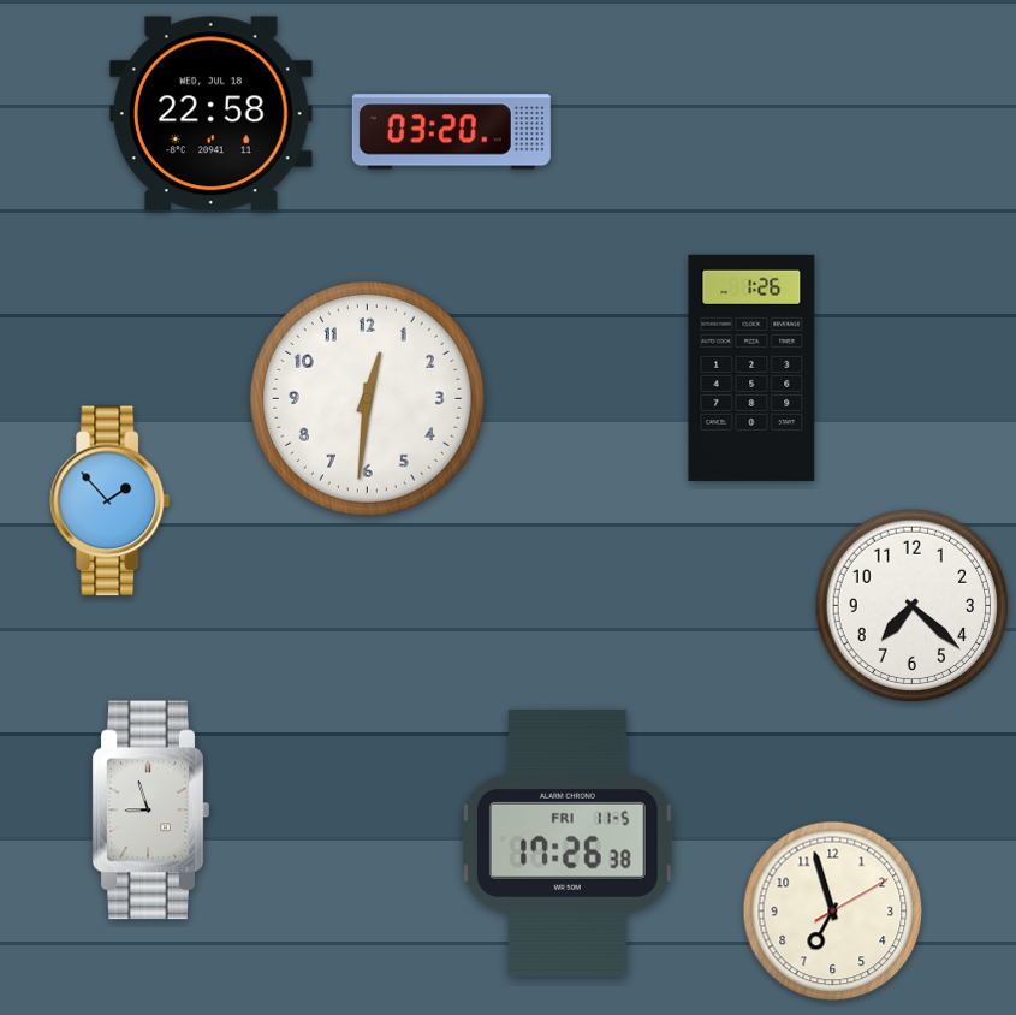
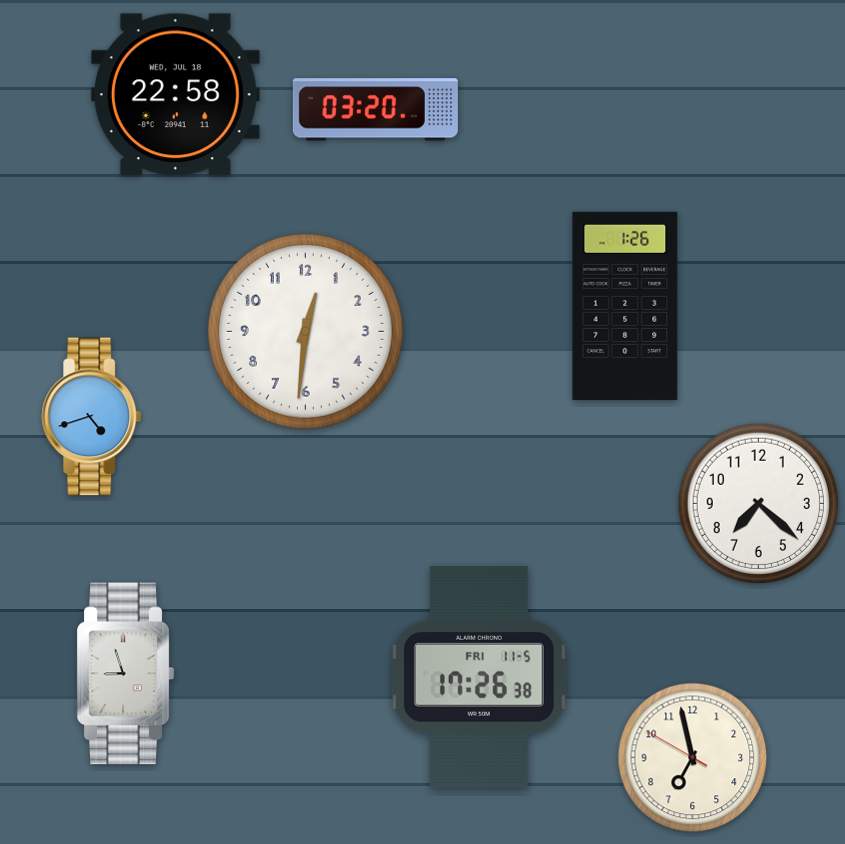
clock at (111, 501): 1:53 -> 4:42
clock at (568, 843) position: (568, 843) -> (479, 677)
clock at (833, 912): 6:57:10 -> 6:57:50
